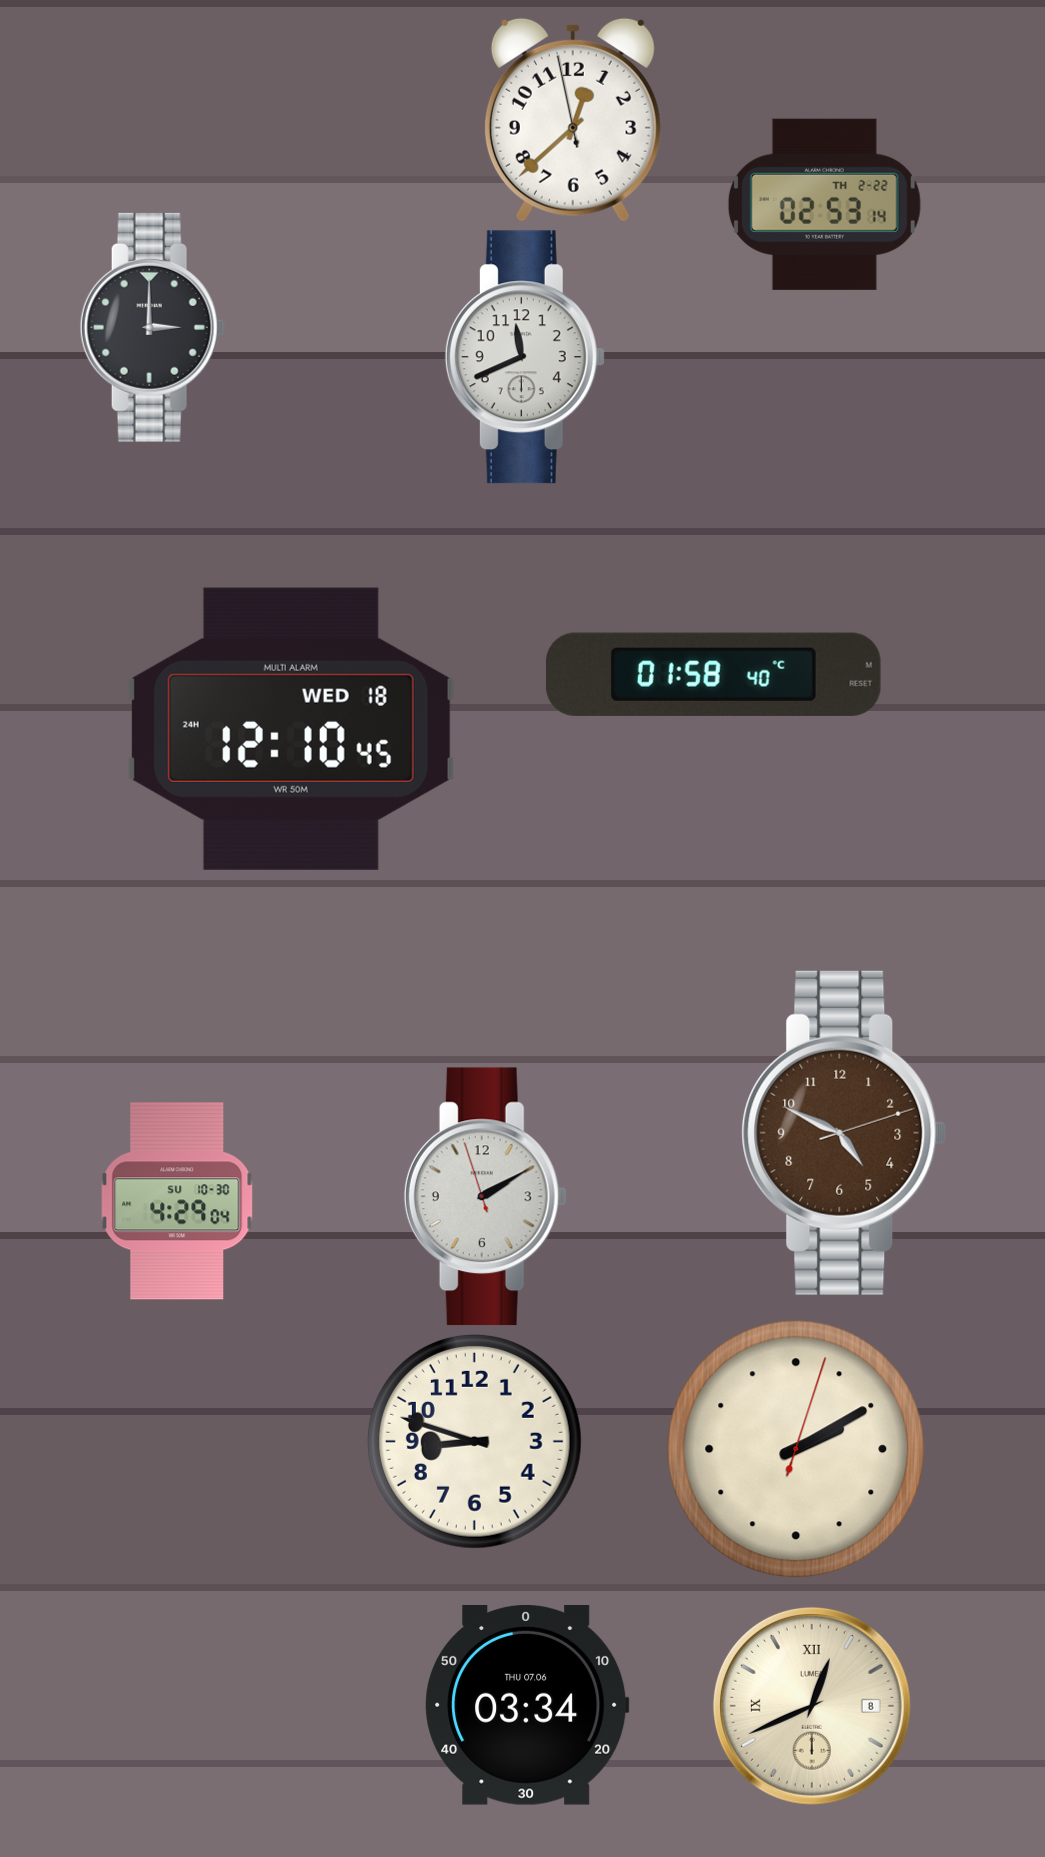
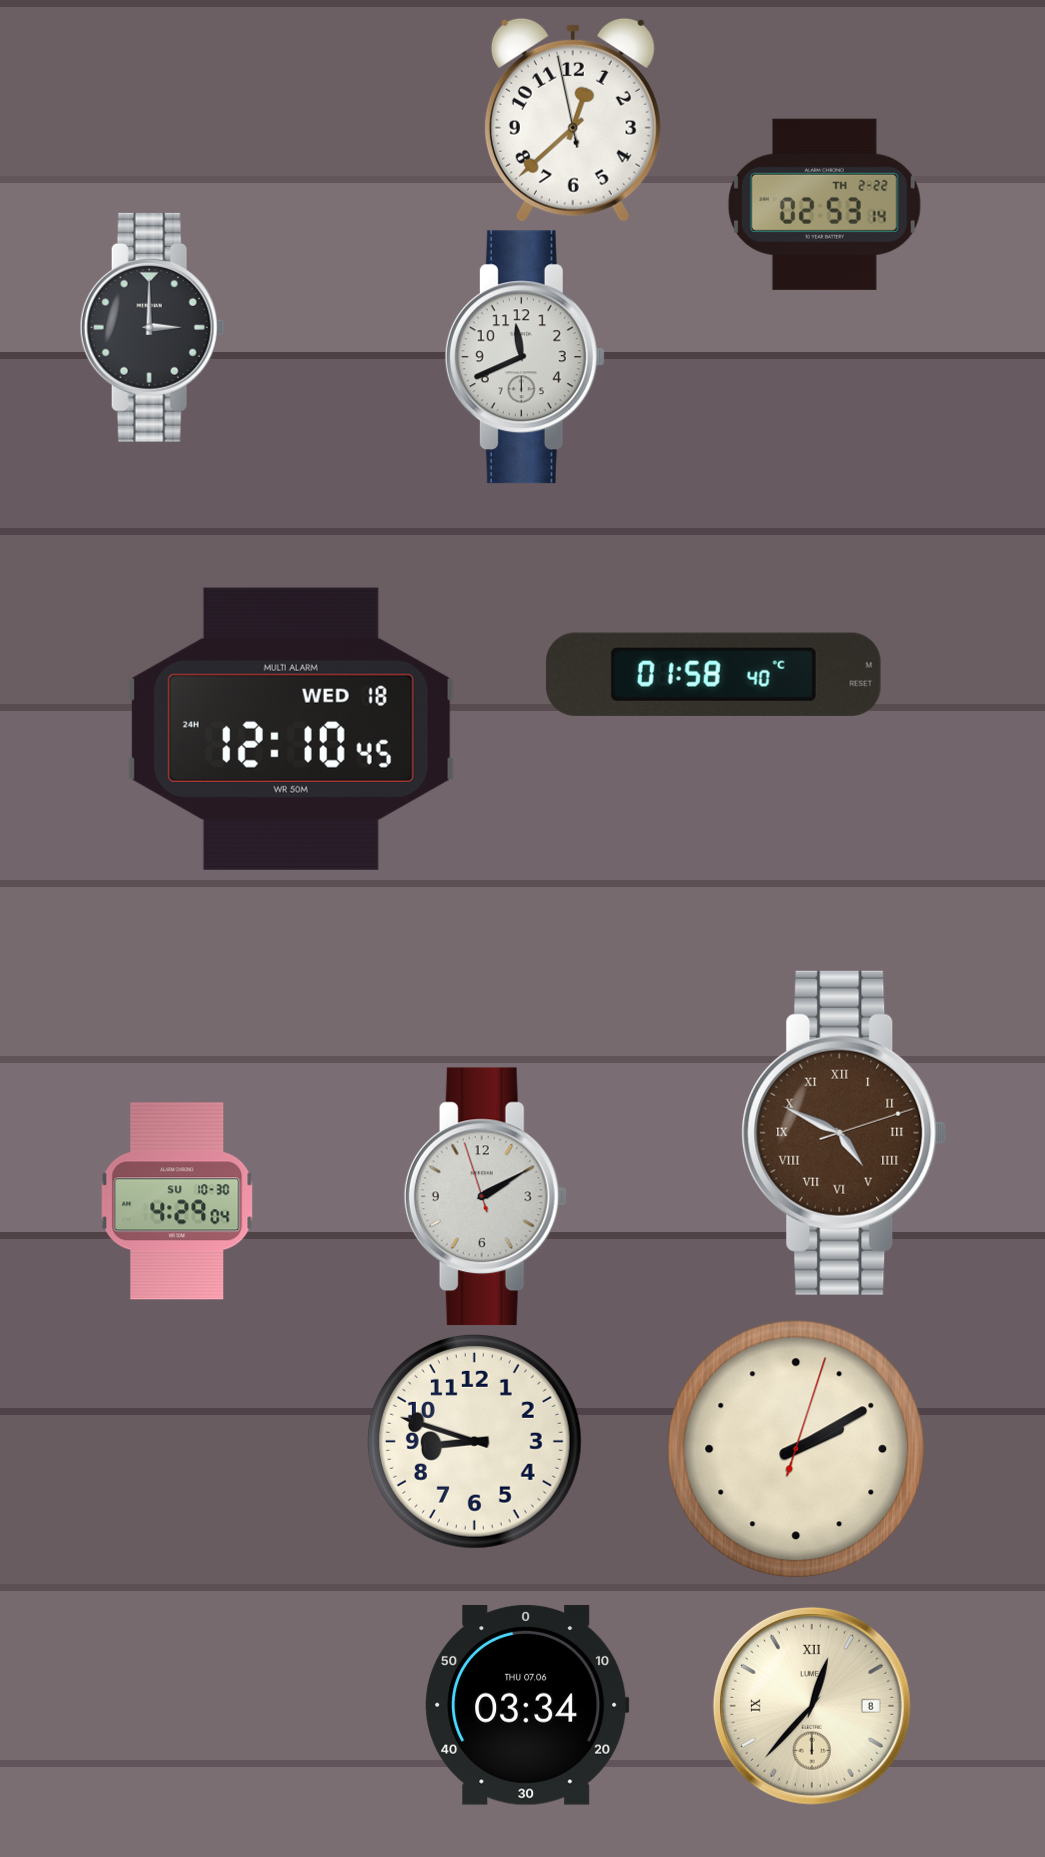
clock at (844, 1133) numerals: Arabic -> Roman
clock at (812, 1706): 12:41 -> 12:37
